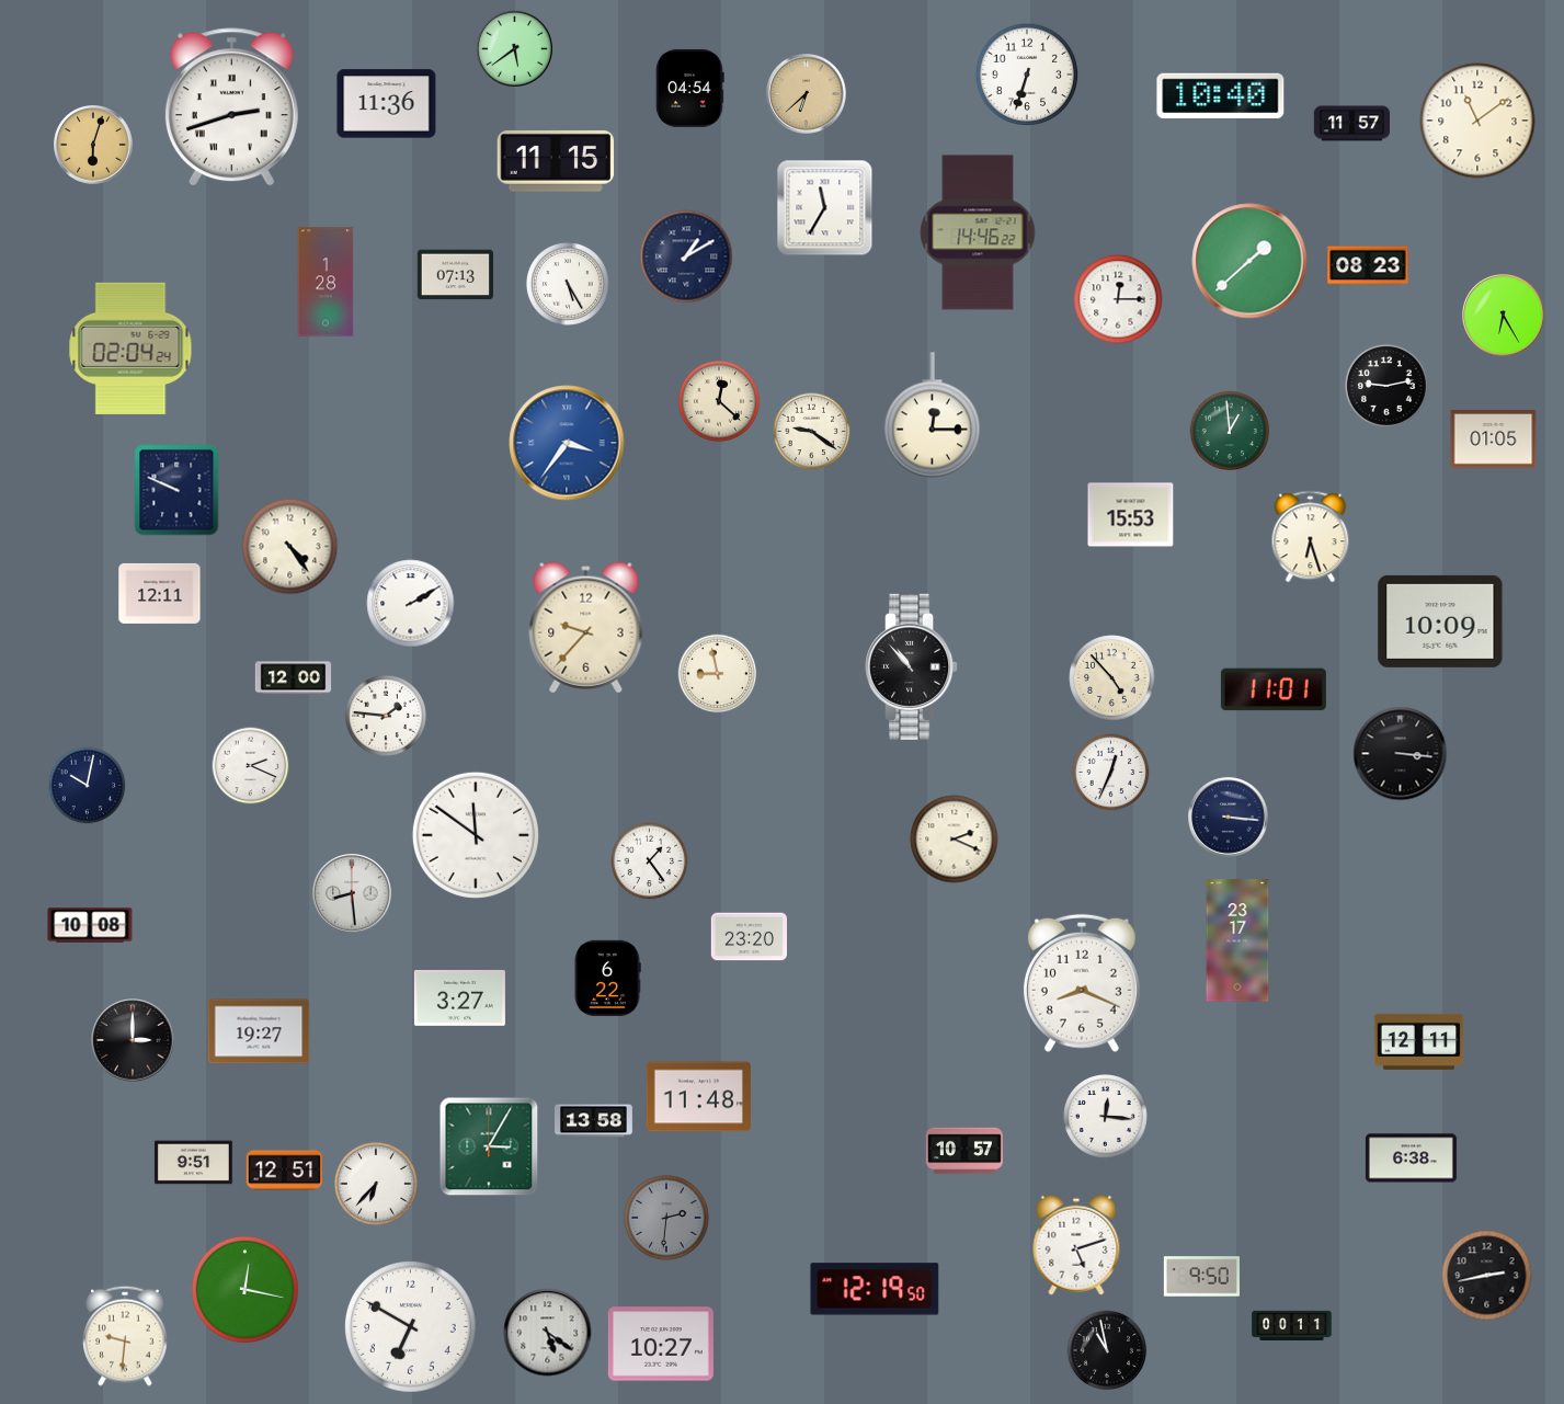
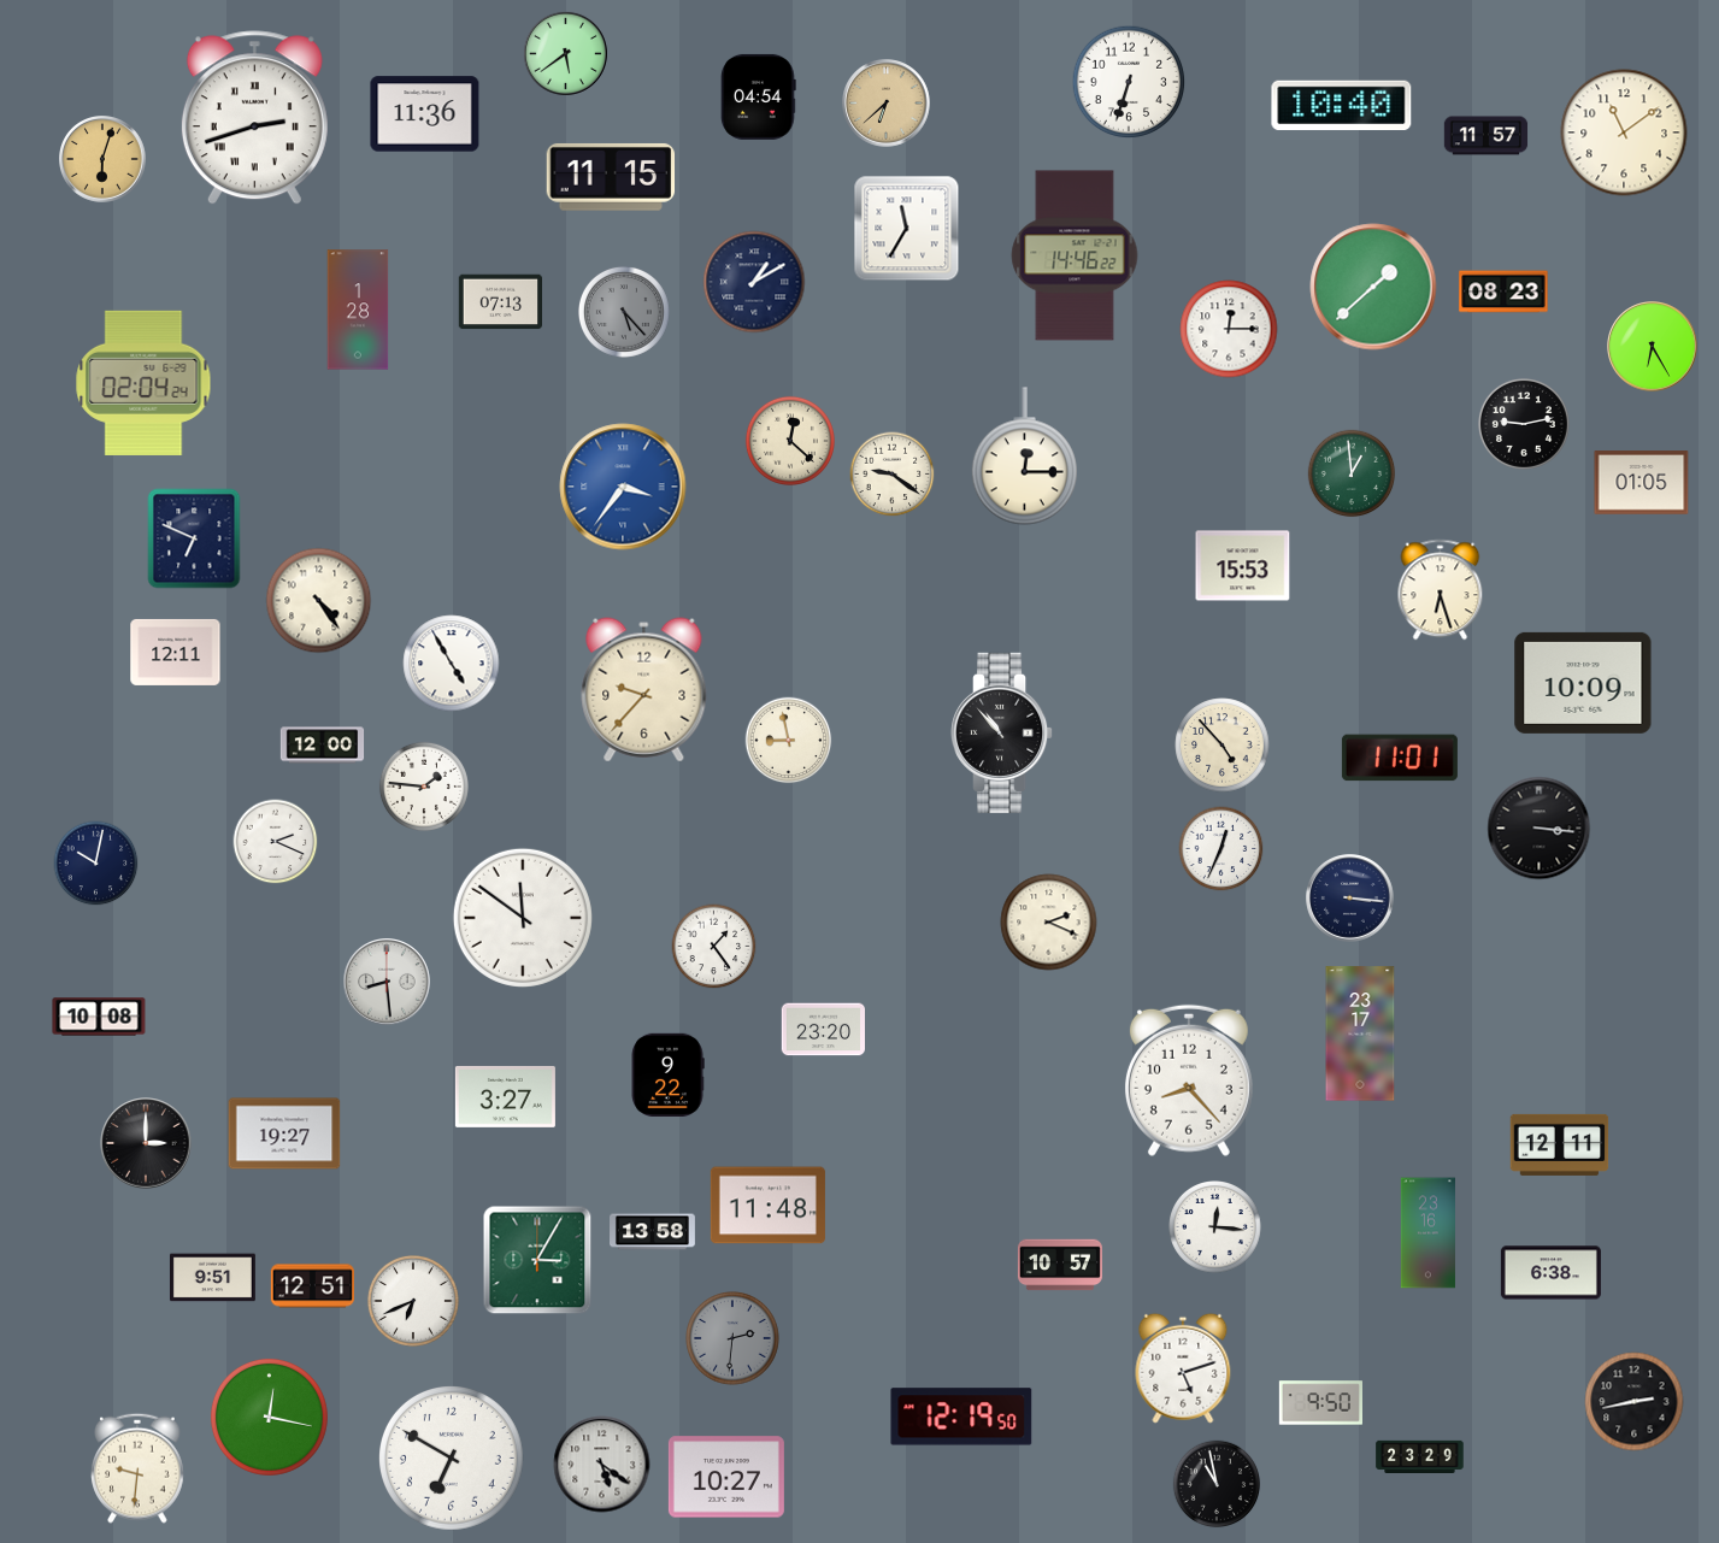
clock at (568, 284): 5:25 -> 5:23
clock at (568, 284) dial: white -> grey
clock at (176, 490): 9:49 -> 6:49
clock at (411, 604): 2:10 -> 4:55
clock at (607, 978): 6:22 -> 9:22
clock at (1082, 983): 8:19 -> 8:23
clock at (1427, 1233): none -> 23:16
clock at (376, 1184): 6:37 -> 6:41
clock at (1292, 1325): 00:11 -> 23:29
